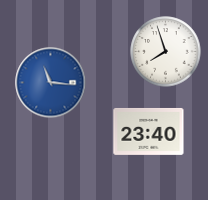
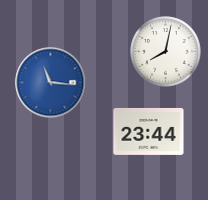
clock at (166, 52): 7:57 -> 8:02
clock at (149, 131): 23:40 -> 23:44
